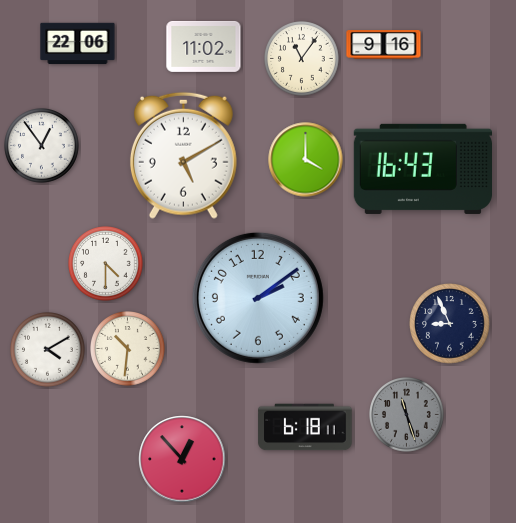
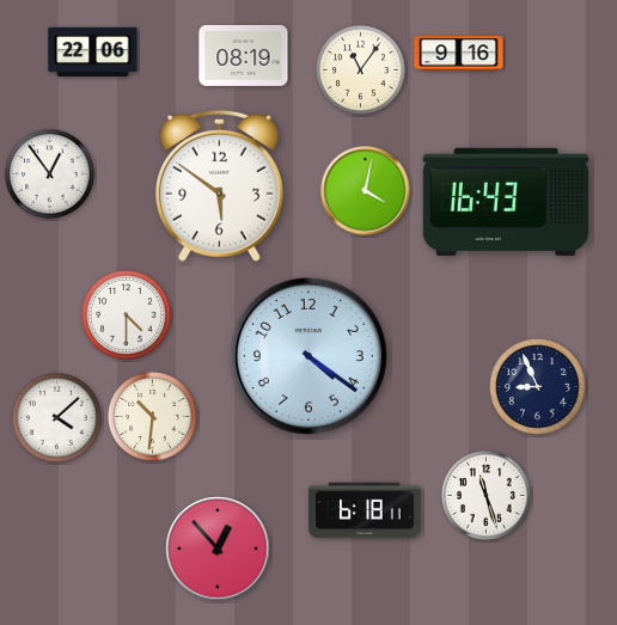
clock at (204, 46): 11:02 -> 08:19
clock at (183, 155): 5:10 -> 5:51
clock at (306, 160): 4:00 -> 4:02
clock at (258, 298): 2:09 -> 4:21
clock at (48, 350): 4:10 -> 4:08
clock at (407, 415) dial: grey -> white
